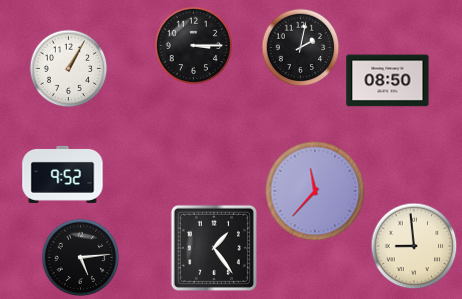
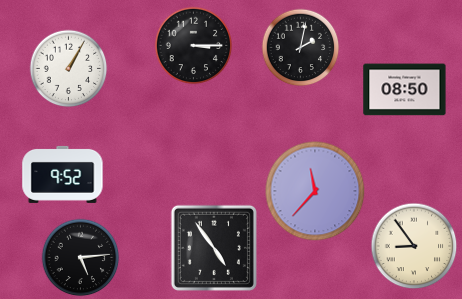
clock at (388, 81) position: (388, 81) -> (405, 90)
clock at (414, 246): 8:59 -> 8:54
clock at (214, 248): 1:24 -> 4:54
